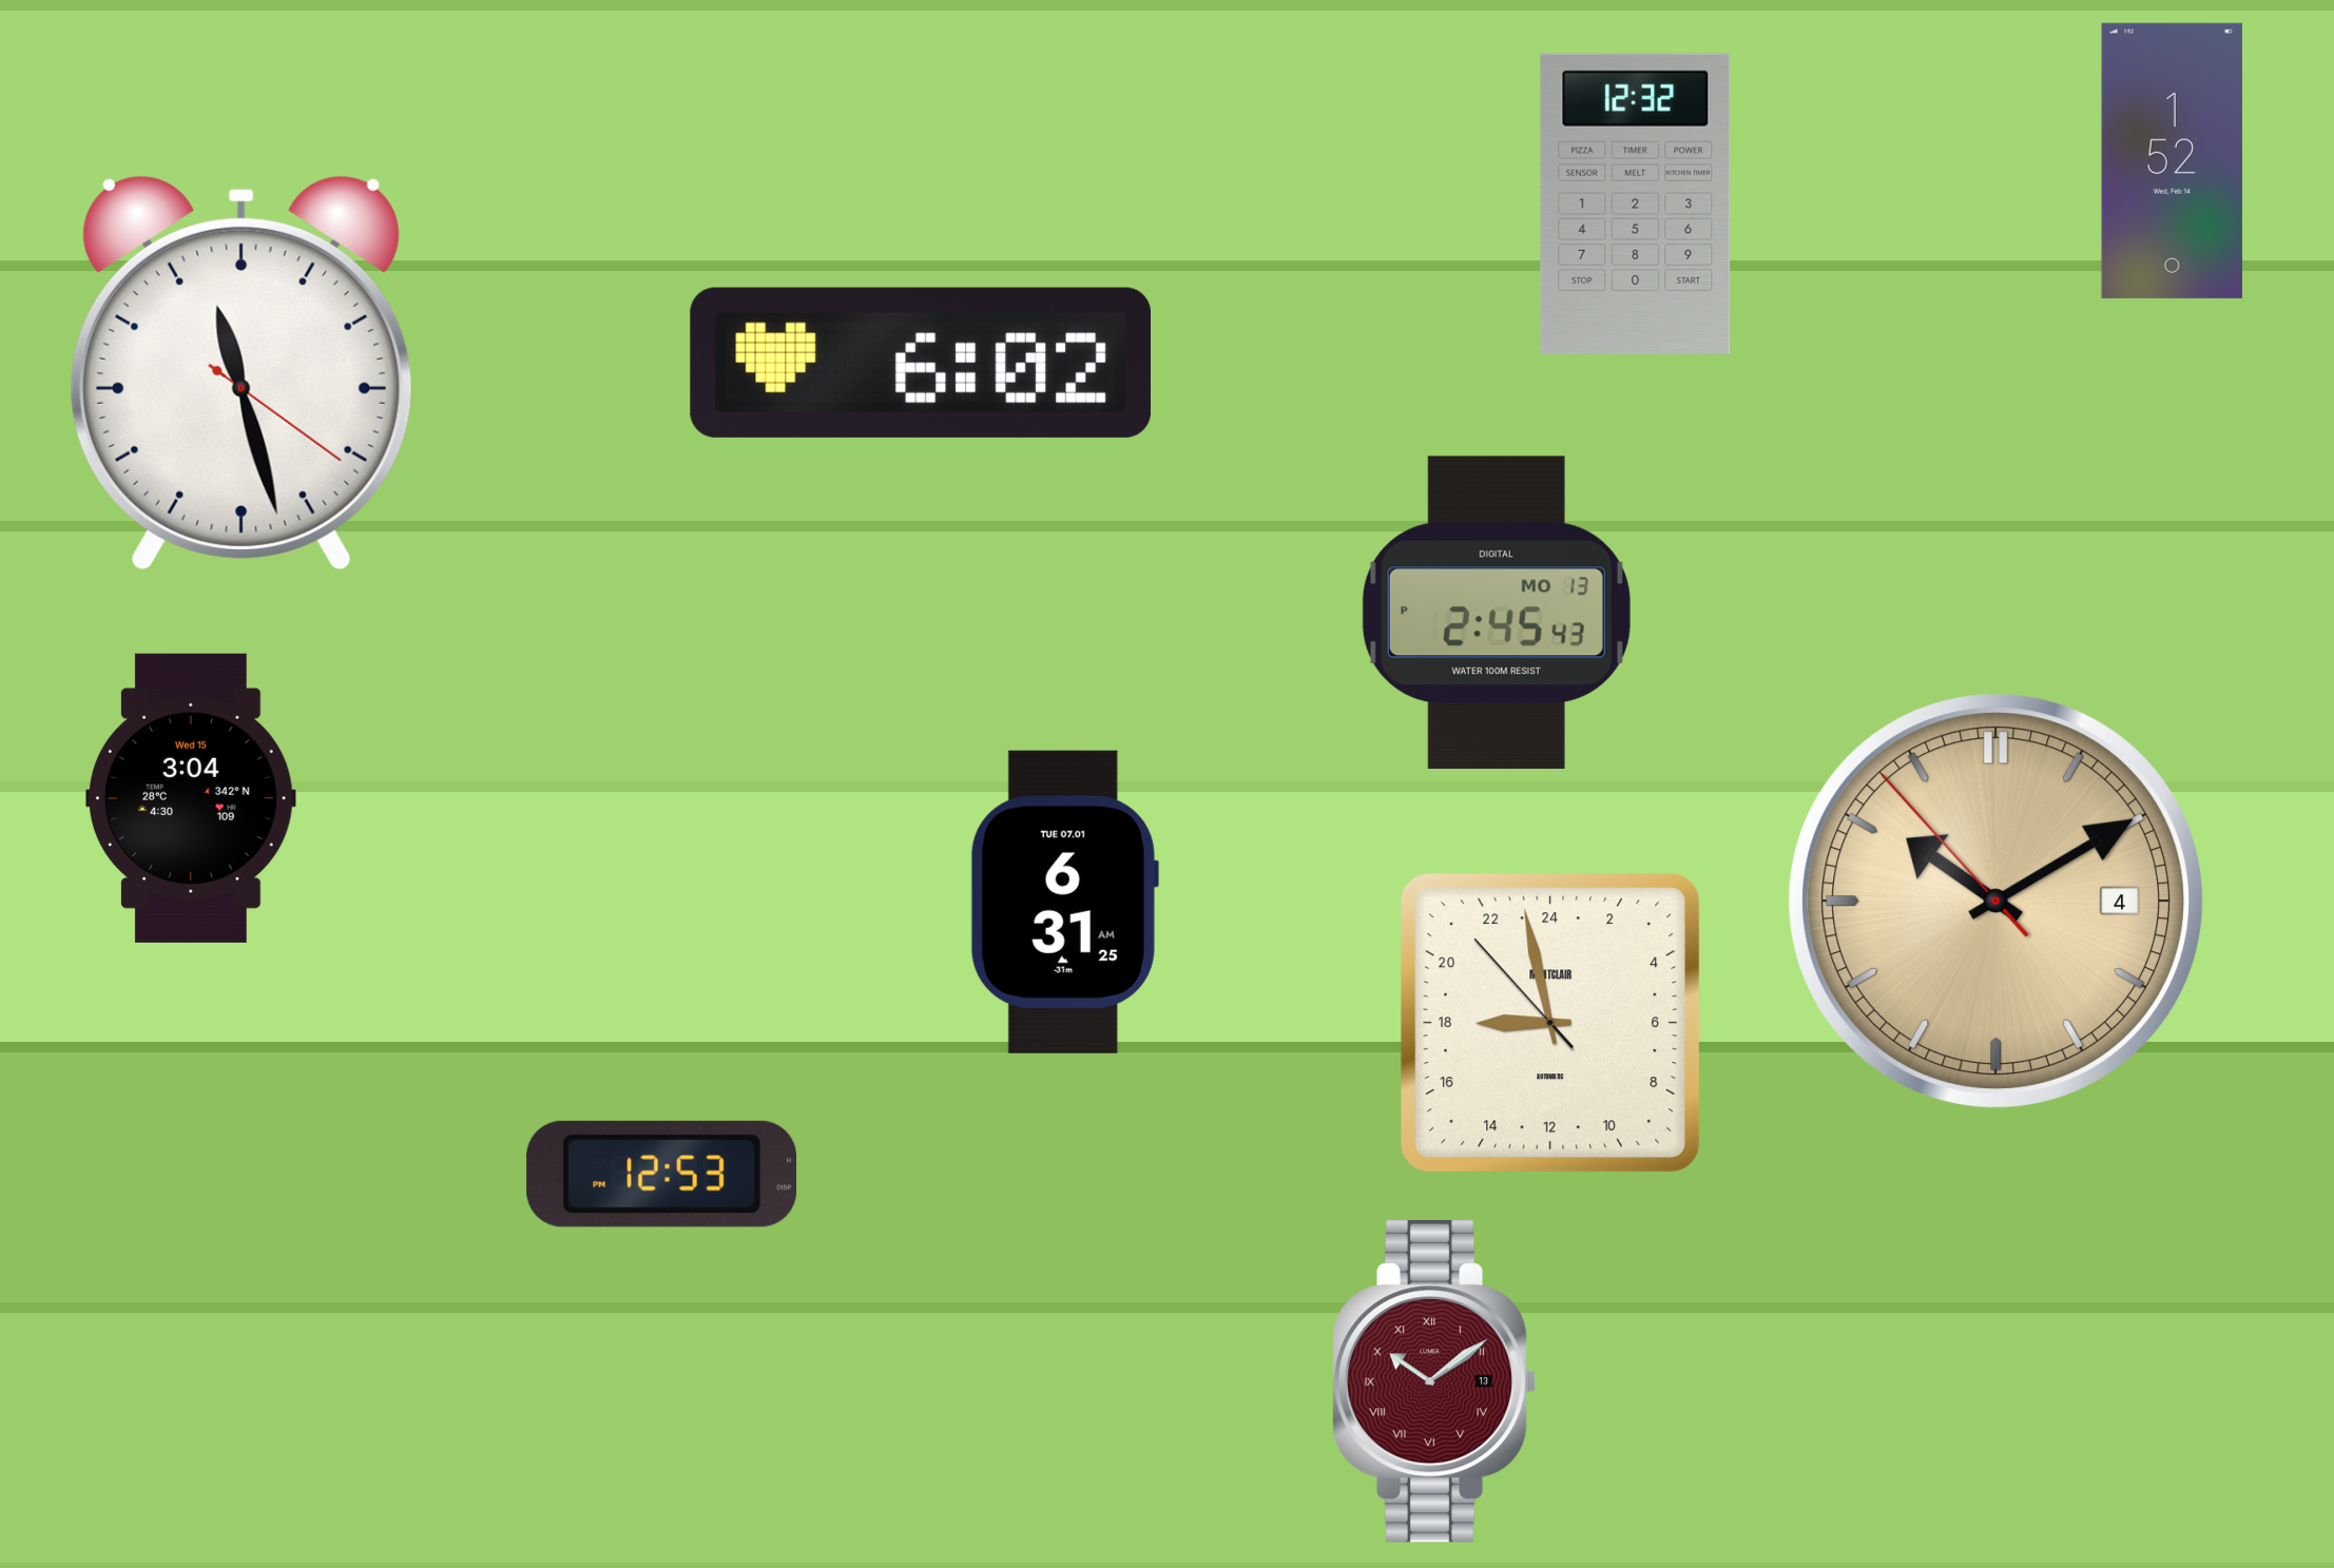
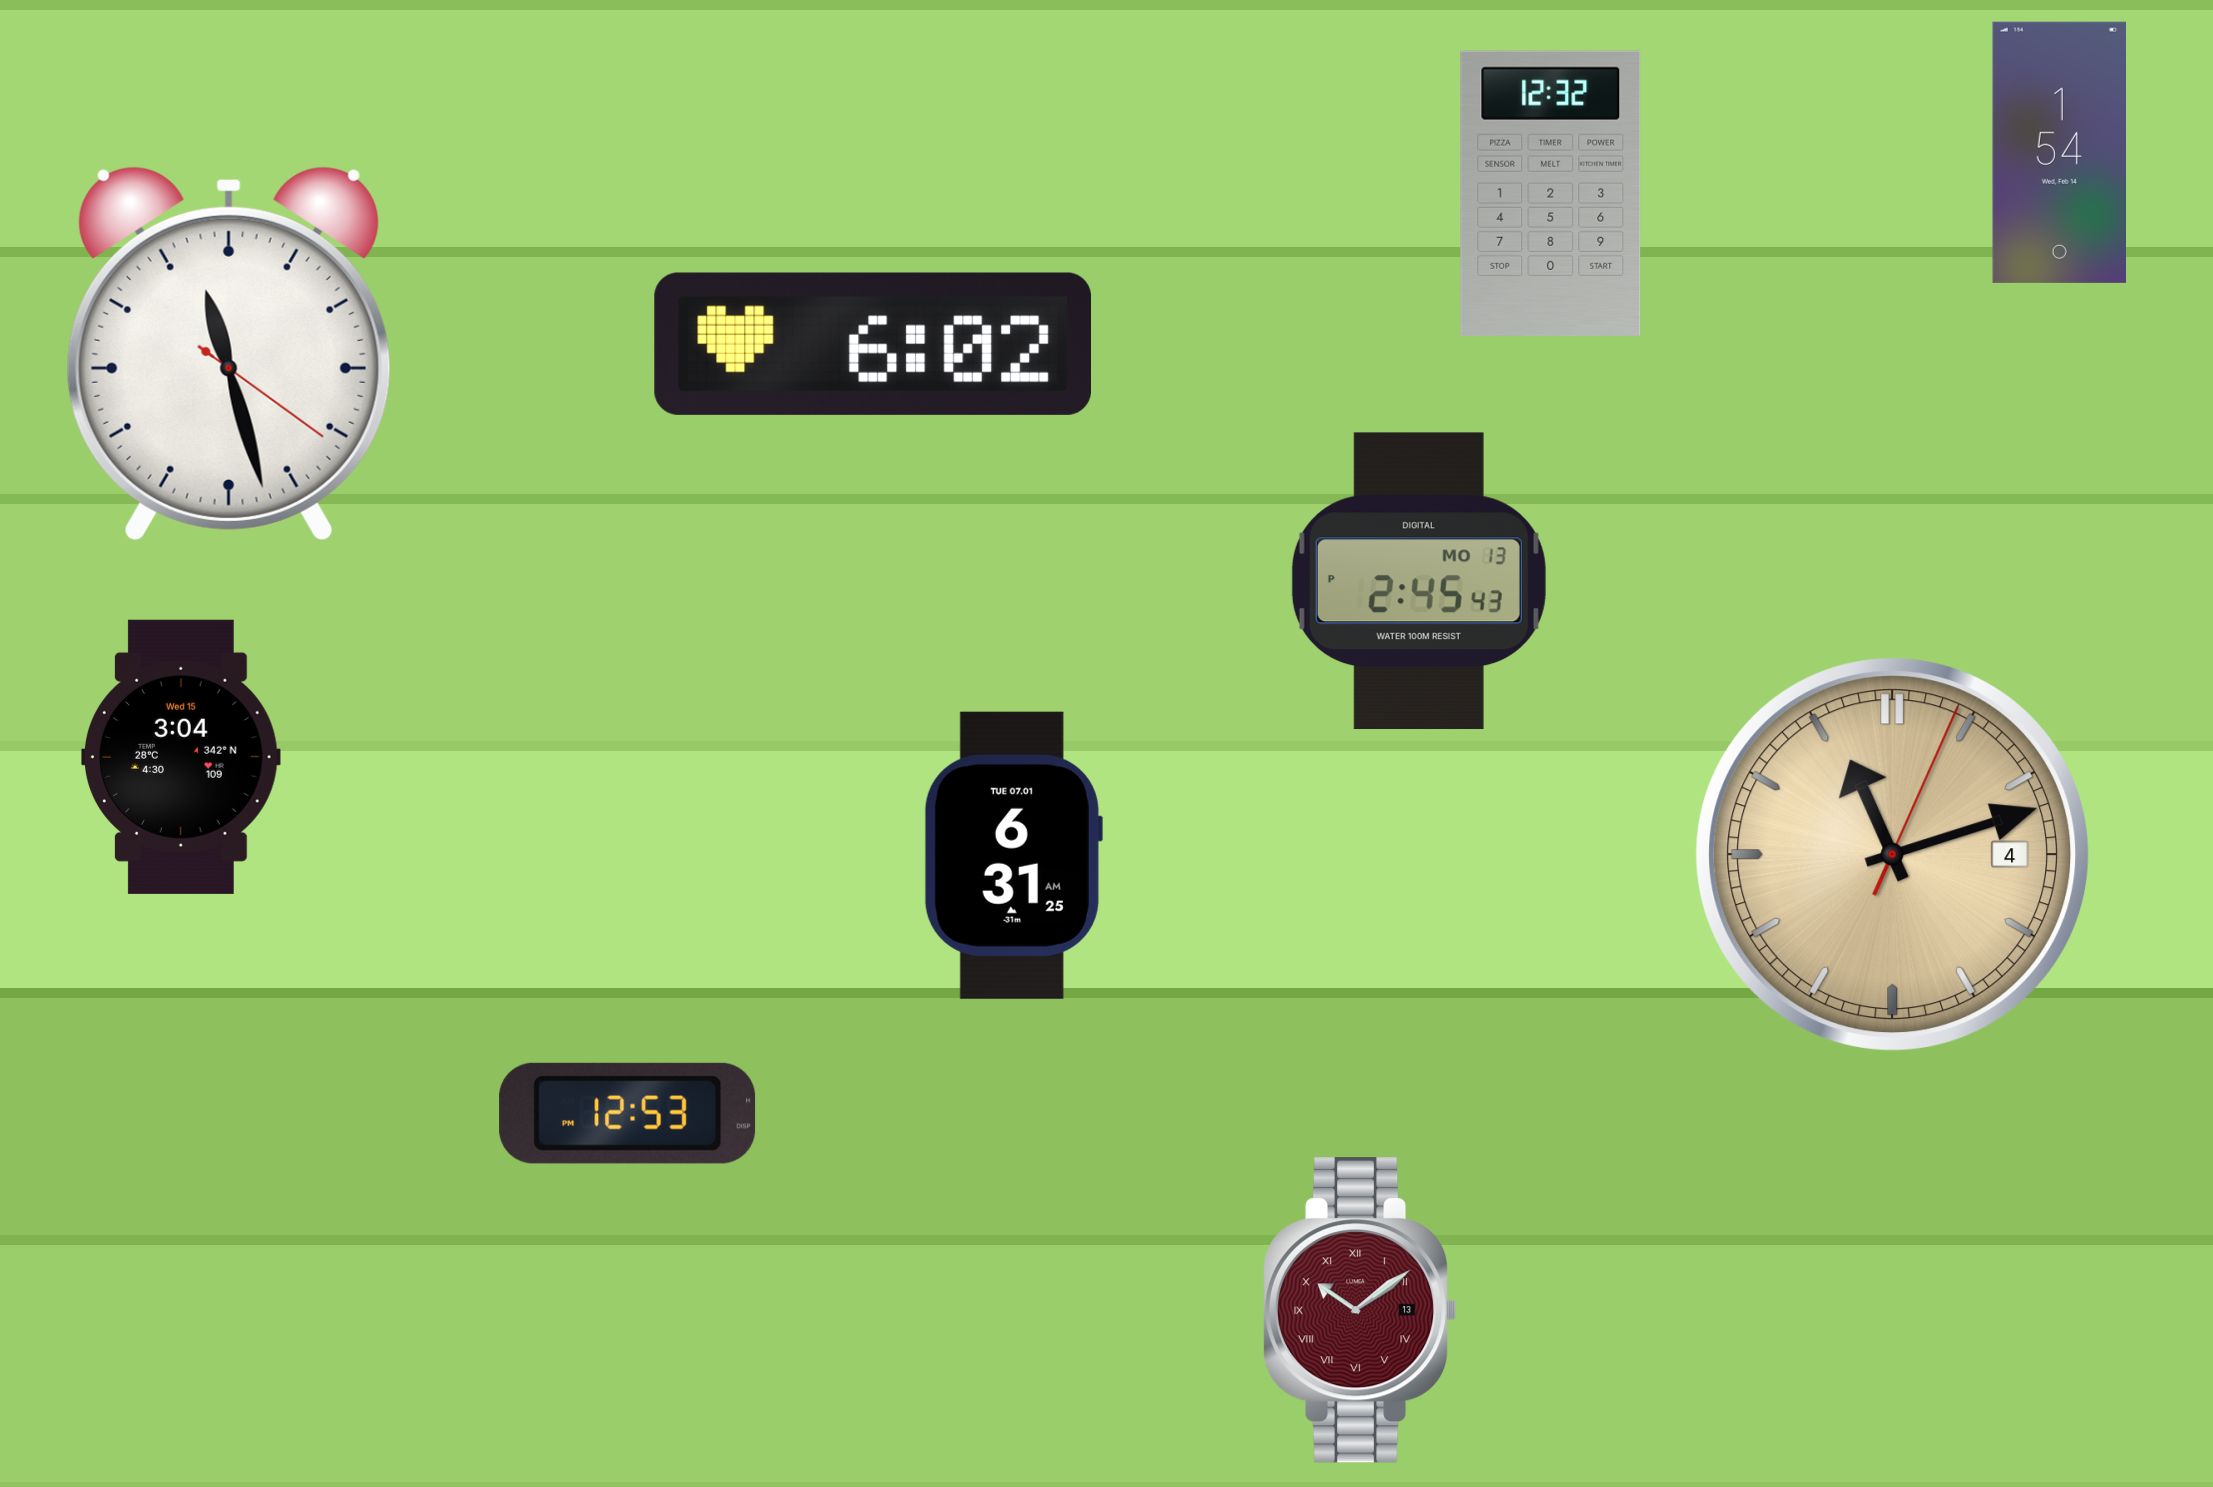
clock at (2173, 160): 1:52 -> 1:54
clock at (1064, 902) position: (1064, 902) -> (1013, 855)
clock at (1997, 902): 10:09 -> 11:12
clock at (1550, 1023): 17:57 -> none
